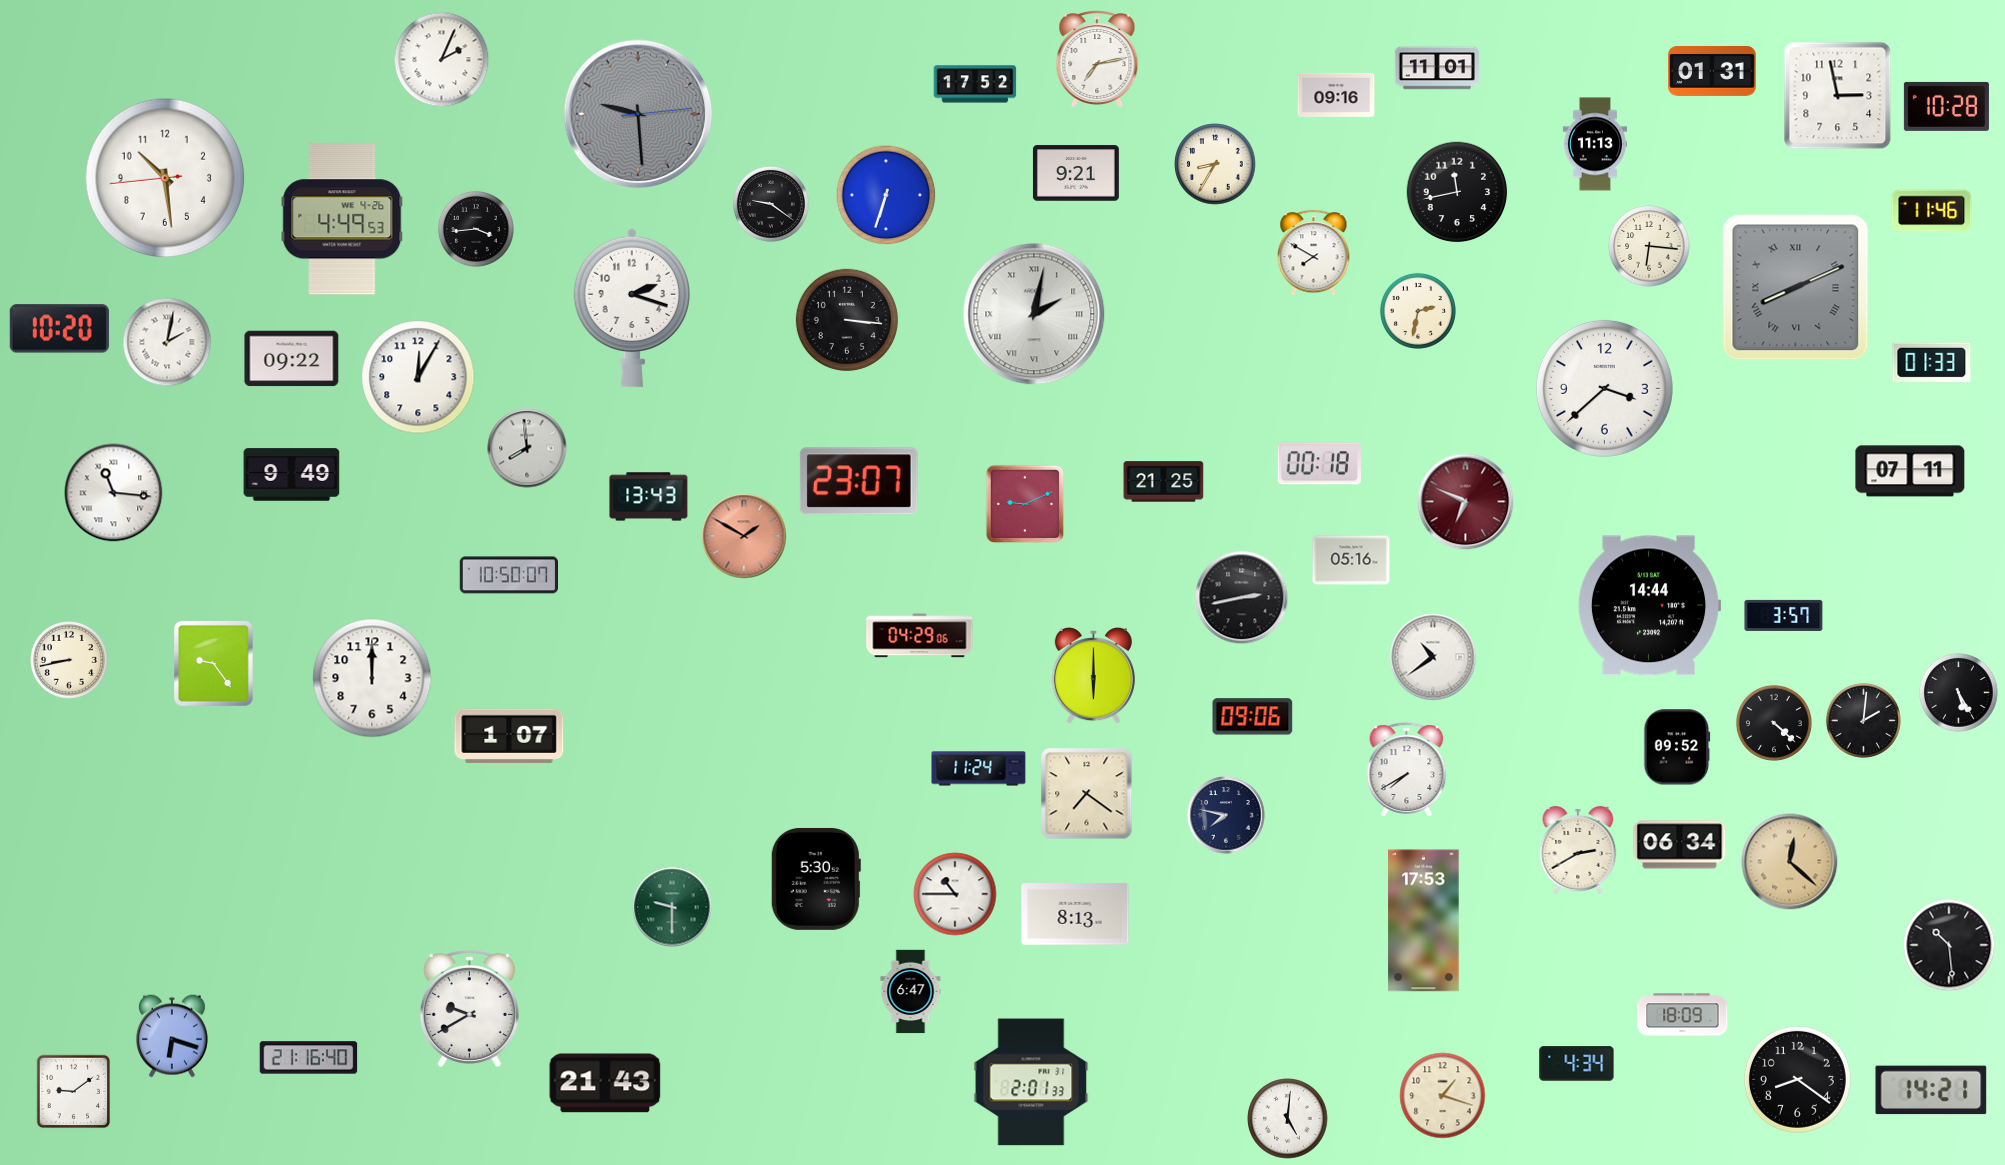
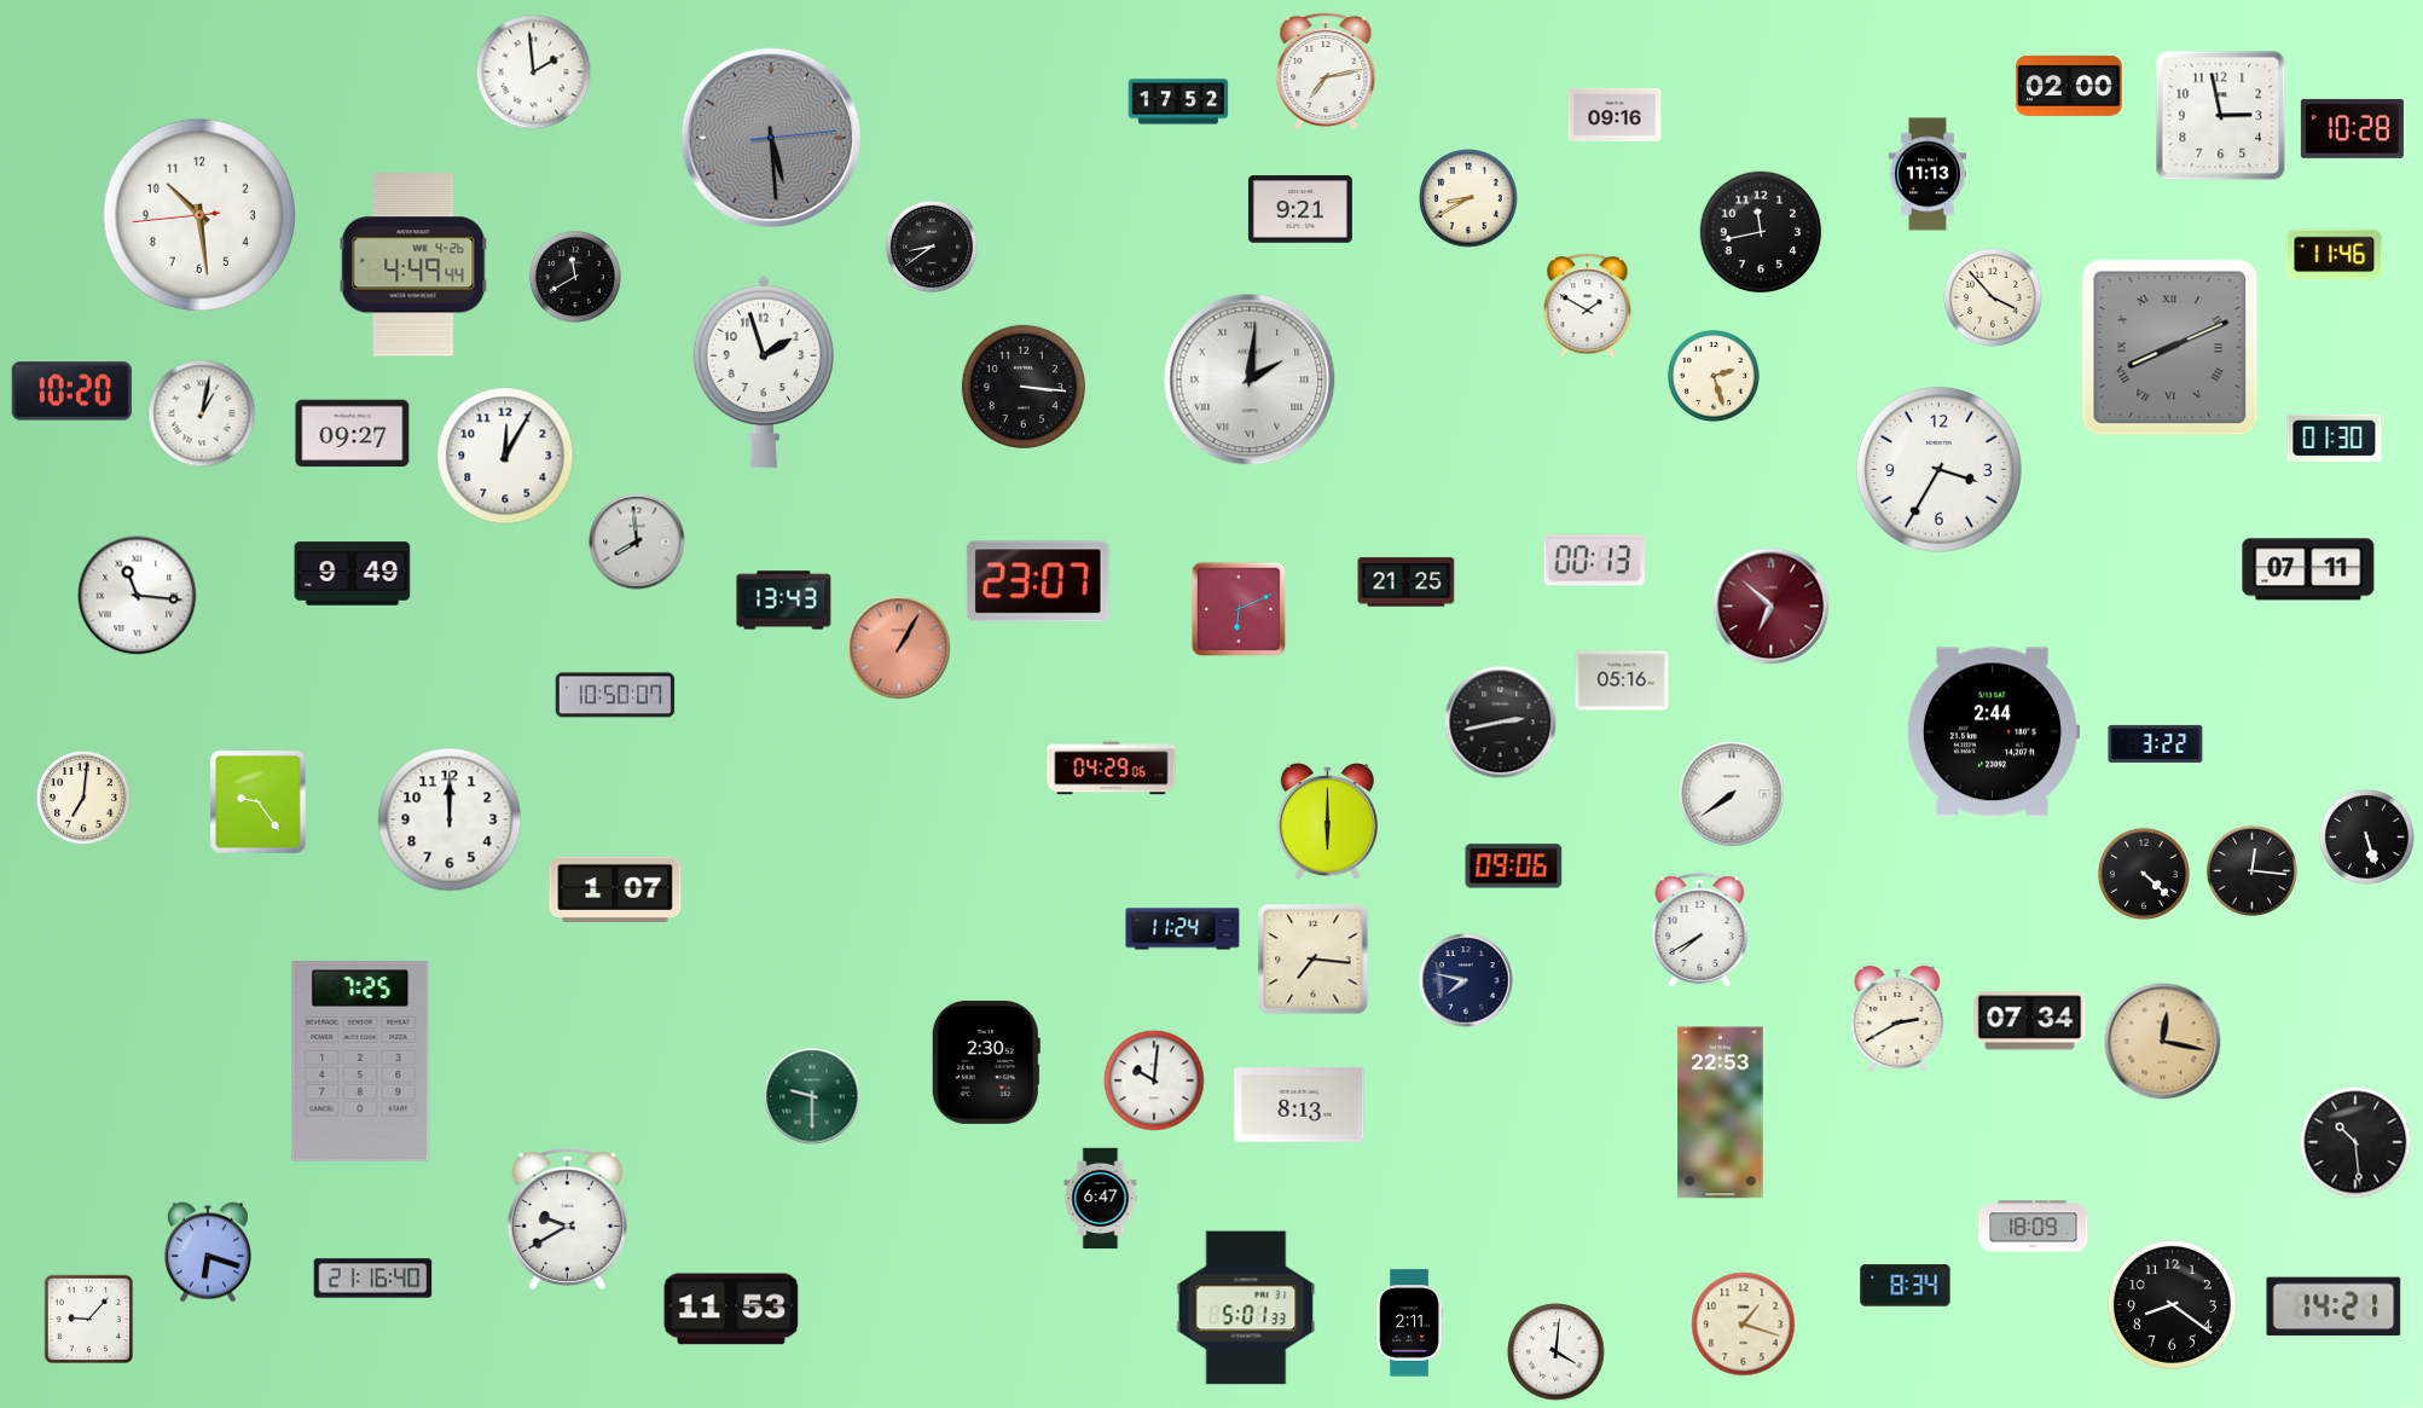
clock at (442, 60): 2:04 -> 1:59
clock at (1436, 68): 11:01 -> none
clock at (1712, 71): 01:31 -> 02:00
clock at (638, 114): 9:29 -> 5:29
clock at (1215, 164): 8:35 -> 8:40
clock at (886, 195): 6:33 -> none
clock at (771, 204): 9:21 -> 8:39
clock at (342, 219): 4:49:53 -> 4:49:44
clock at (476, 229): 3:44 -> 11:40
clock at (1649, 246): 6:16 -> 3:53
clock at (1314, 253): 7:50 -> 1:50
clock at (631, 308): 2:18 -> 1:57
clock at (1418, 311): 2:32 -> 2:27
clock at (1034, 314): 2:02 -> 2:01
clock at (59, 329) position: (59, 329) -> (71, 392)
clock at (167, 342): 2:02 -> 1:02
clock at (292, 359): 09:22 -> 09:27
clock at (1932, 362): 01:33 -> 01:30
clock at (1604, 388): 3:38 -> 3:35
clock at (1319, 464): 00:18 -> 00:13
clock at (1466, 502): 6:49 -> 6:52
clock at (1025, 504): 9:11 -> 6:11
clock at (744, 536): 1:50 -> 1:05
clock at (1351, 560) position: (1351, 560) -> (1622, 680)
clock at (1649, 606): 14:44 -> 2:44
clock at (1784, 615): 3:57 -> 3:22
clock at (1433, 657): 10:39 -> 7:39
clock at (70, 661): 8:43 -> 7:01
clock at (1093, 677) position: (1093, 677) -> (1327, 823)
clock at (1959, 693): 5:25 -> 5:27
clock at (1863, 720): 2:01 -> 12:16
clock at (1677, 747): 09:52 -> none
clock at (1087, 794): 7:21 -> 7:16
clock at (1226, 815) position: (1226, 815) -> (1466, 980)
clock at (1680, 845): 06:34 -> 07:34
clock at (1578, 850) position: (1578, 850) -> (1897, 1019)
clock at (1790, 862): 12:22 -> 12:17
clock at (360, 1061): none -> 7:25
clock at (816, 879): 5:30 -> 2:30
clock at (955, 894): 10:45 -> 10:01
clock at (1424, 921): 17:53 -> 22:53
clock at (1577, 1064): 4:34 -> 8:34
clock at (1031, 1082): 2:01 -> 5:01
clock at (605, 1083): 21:43 -> 11:53
clock at (1931, 1090) position: (1931, 1090) -> (2334, 1306)
clock at (74, 1092): 9:09 -> 9:07
clock at (1409, 1323): none -> 2:11
clock at (1288, 1119): 5:01 -> 4:01
